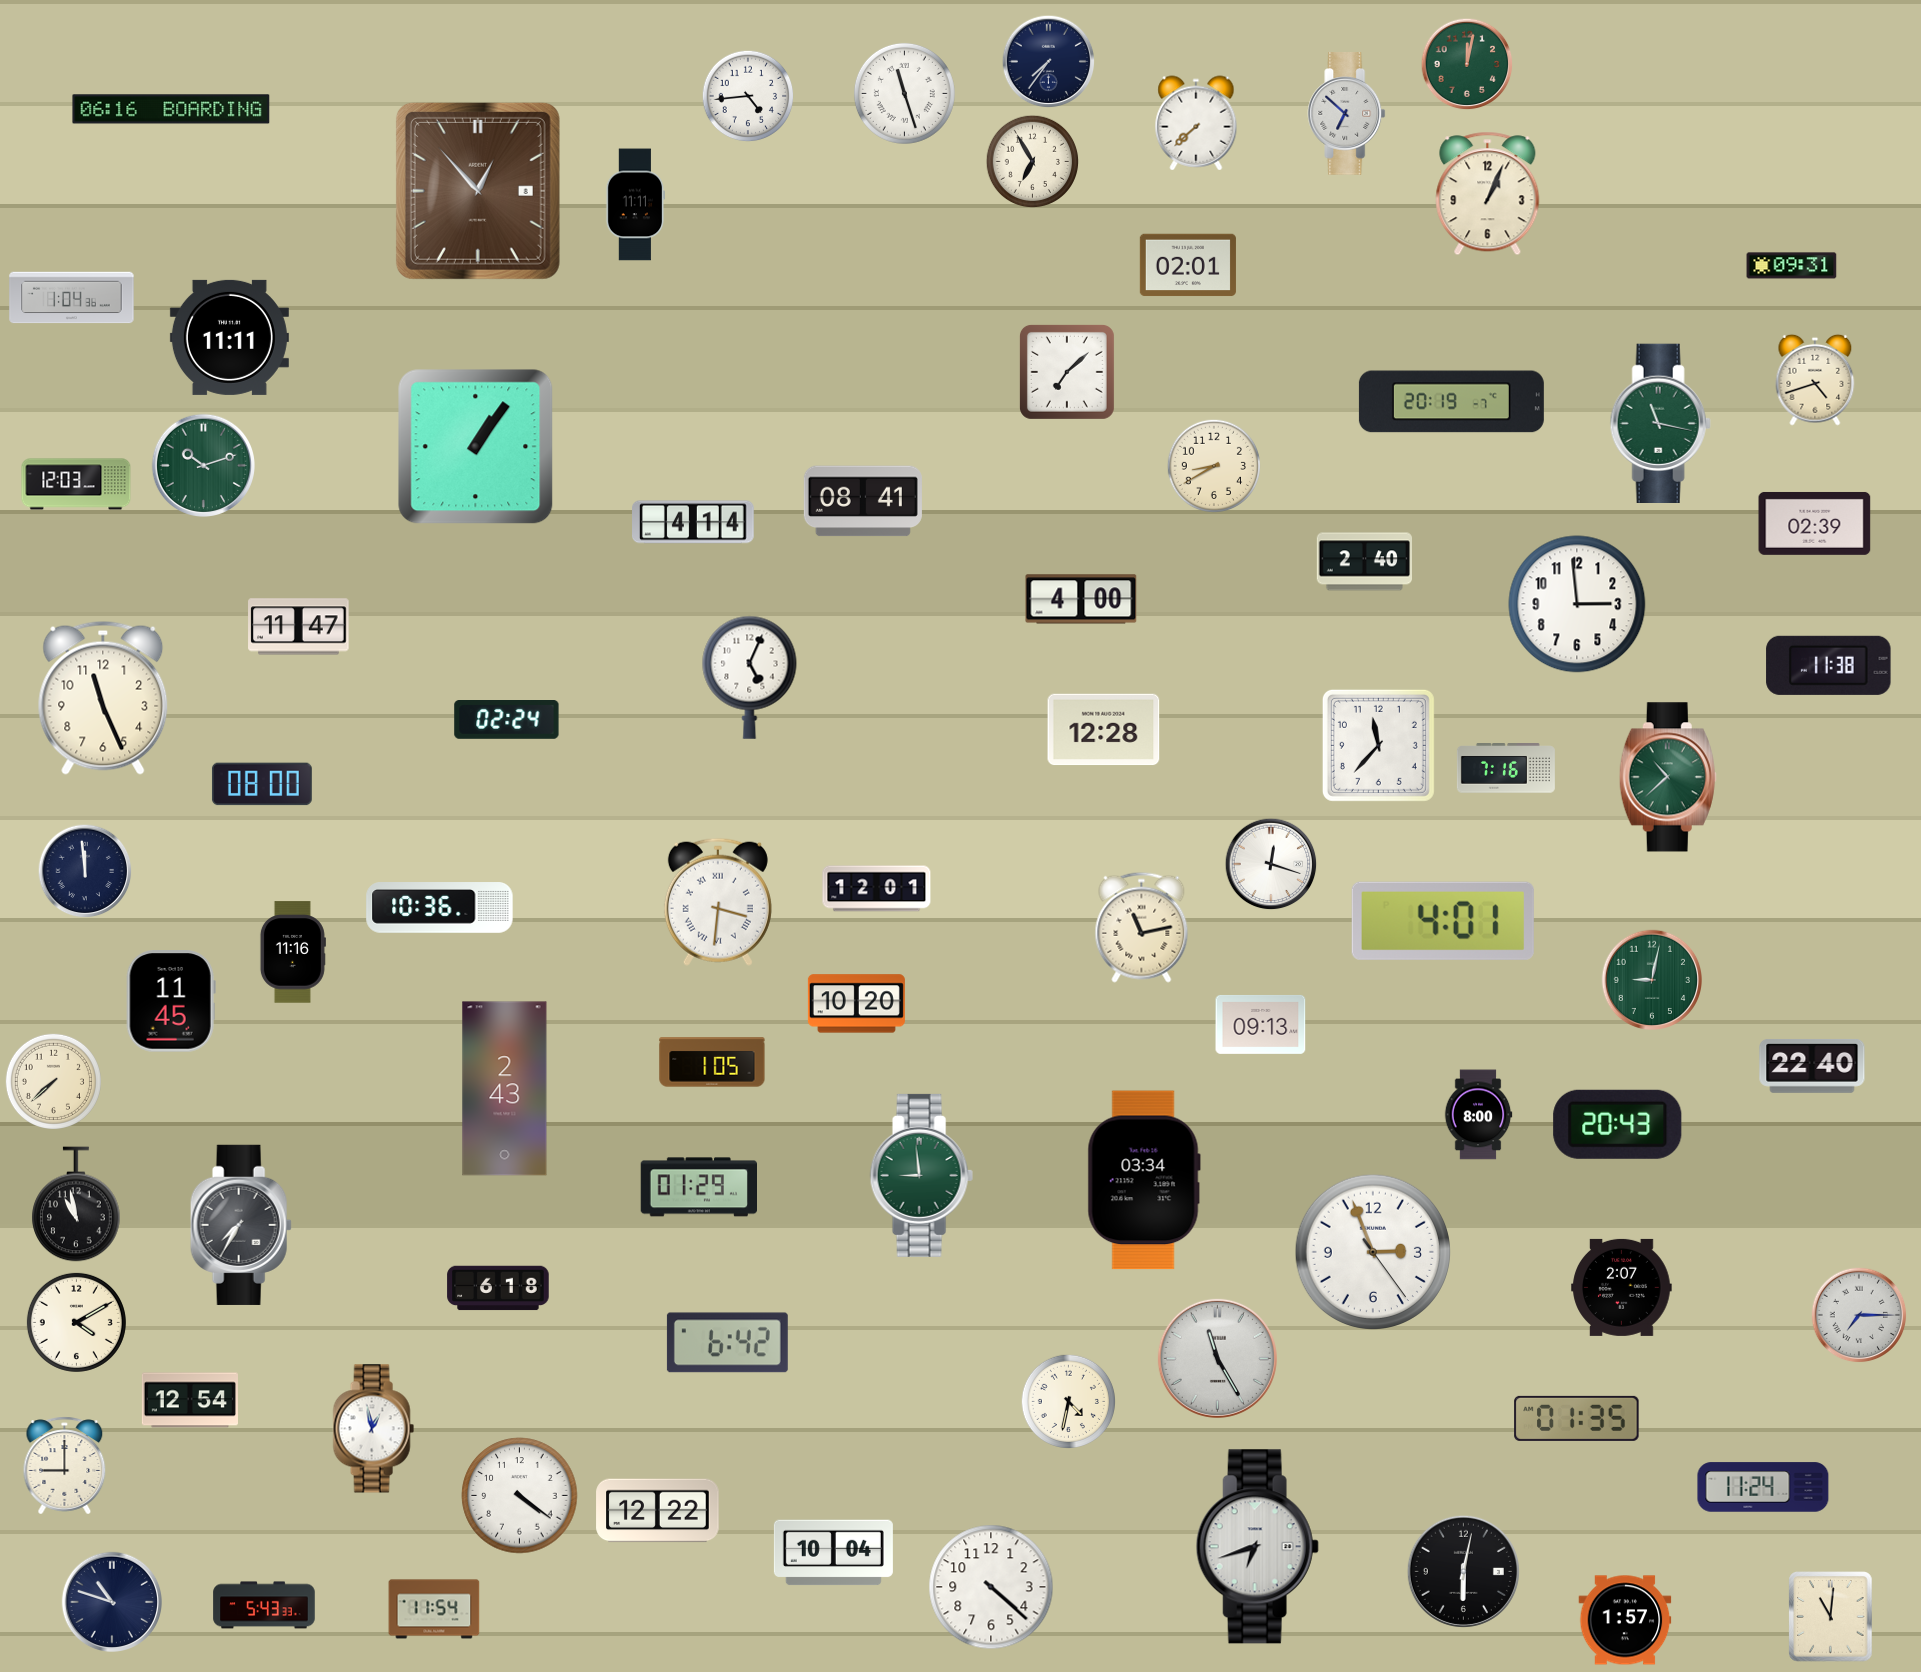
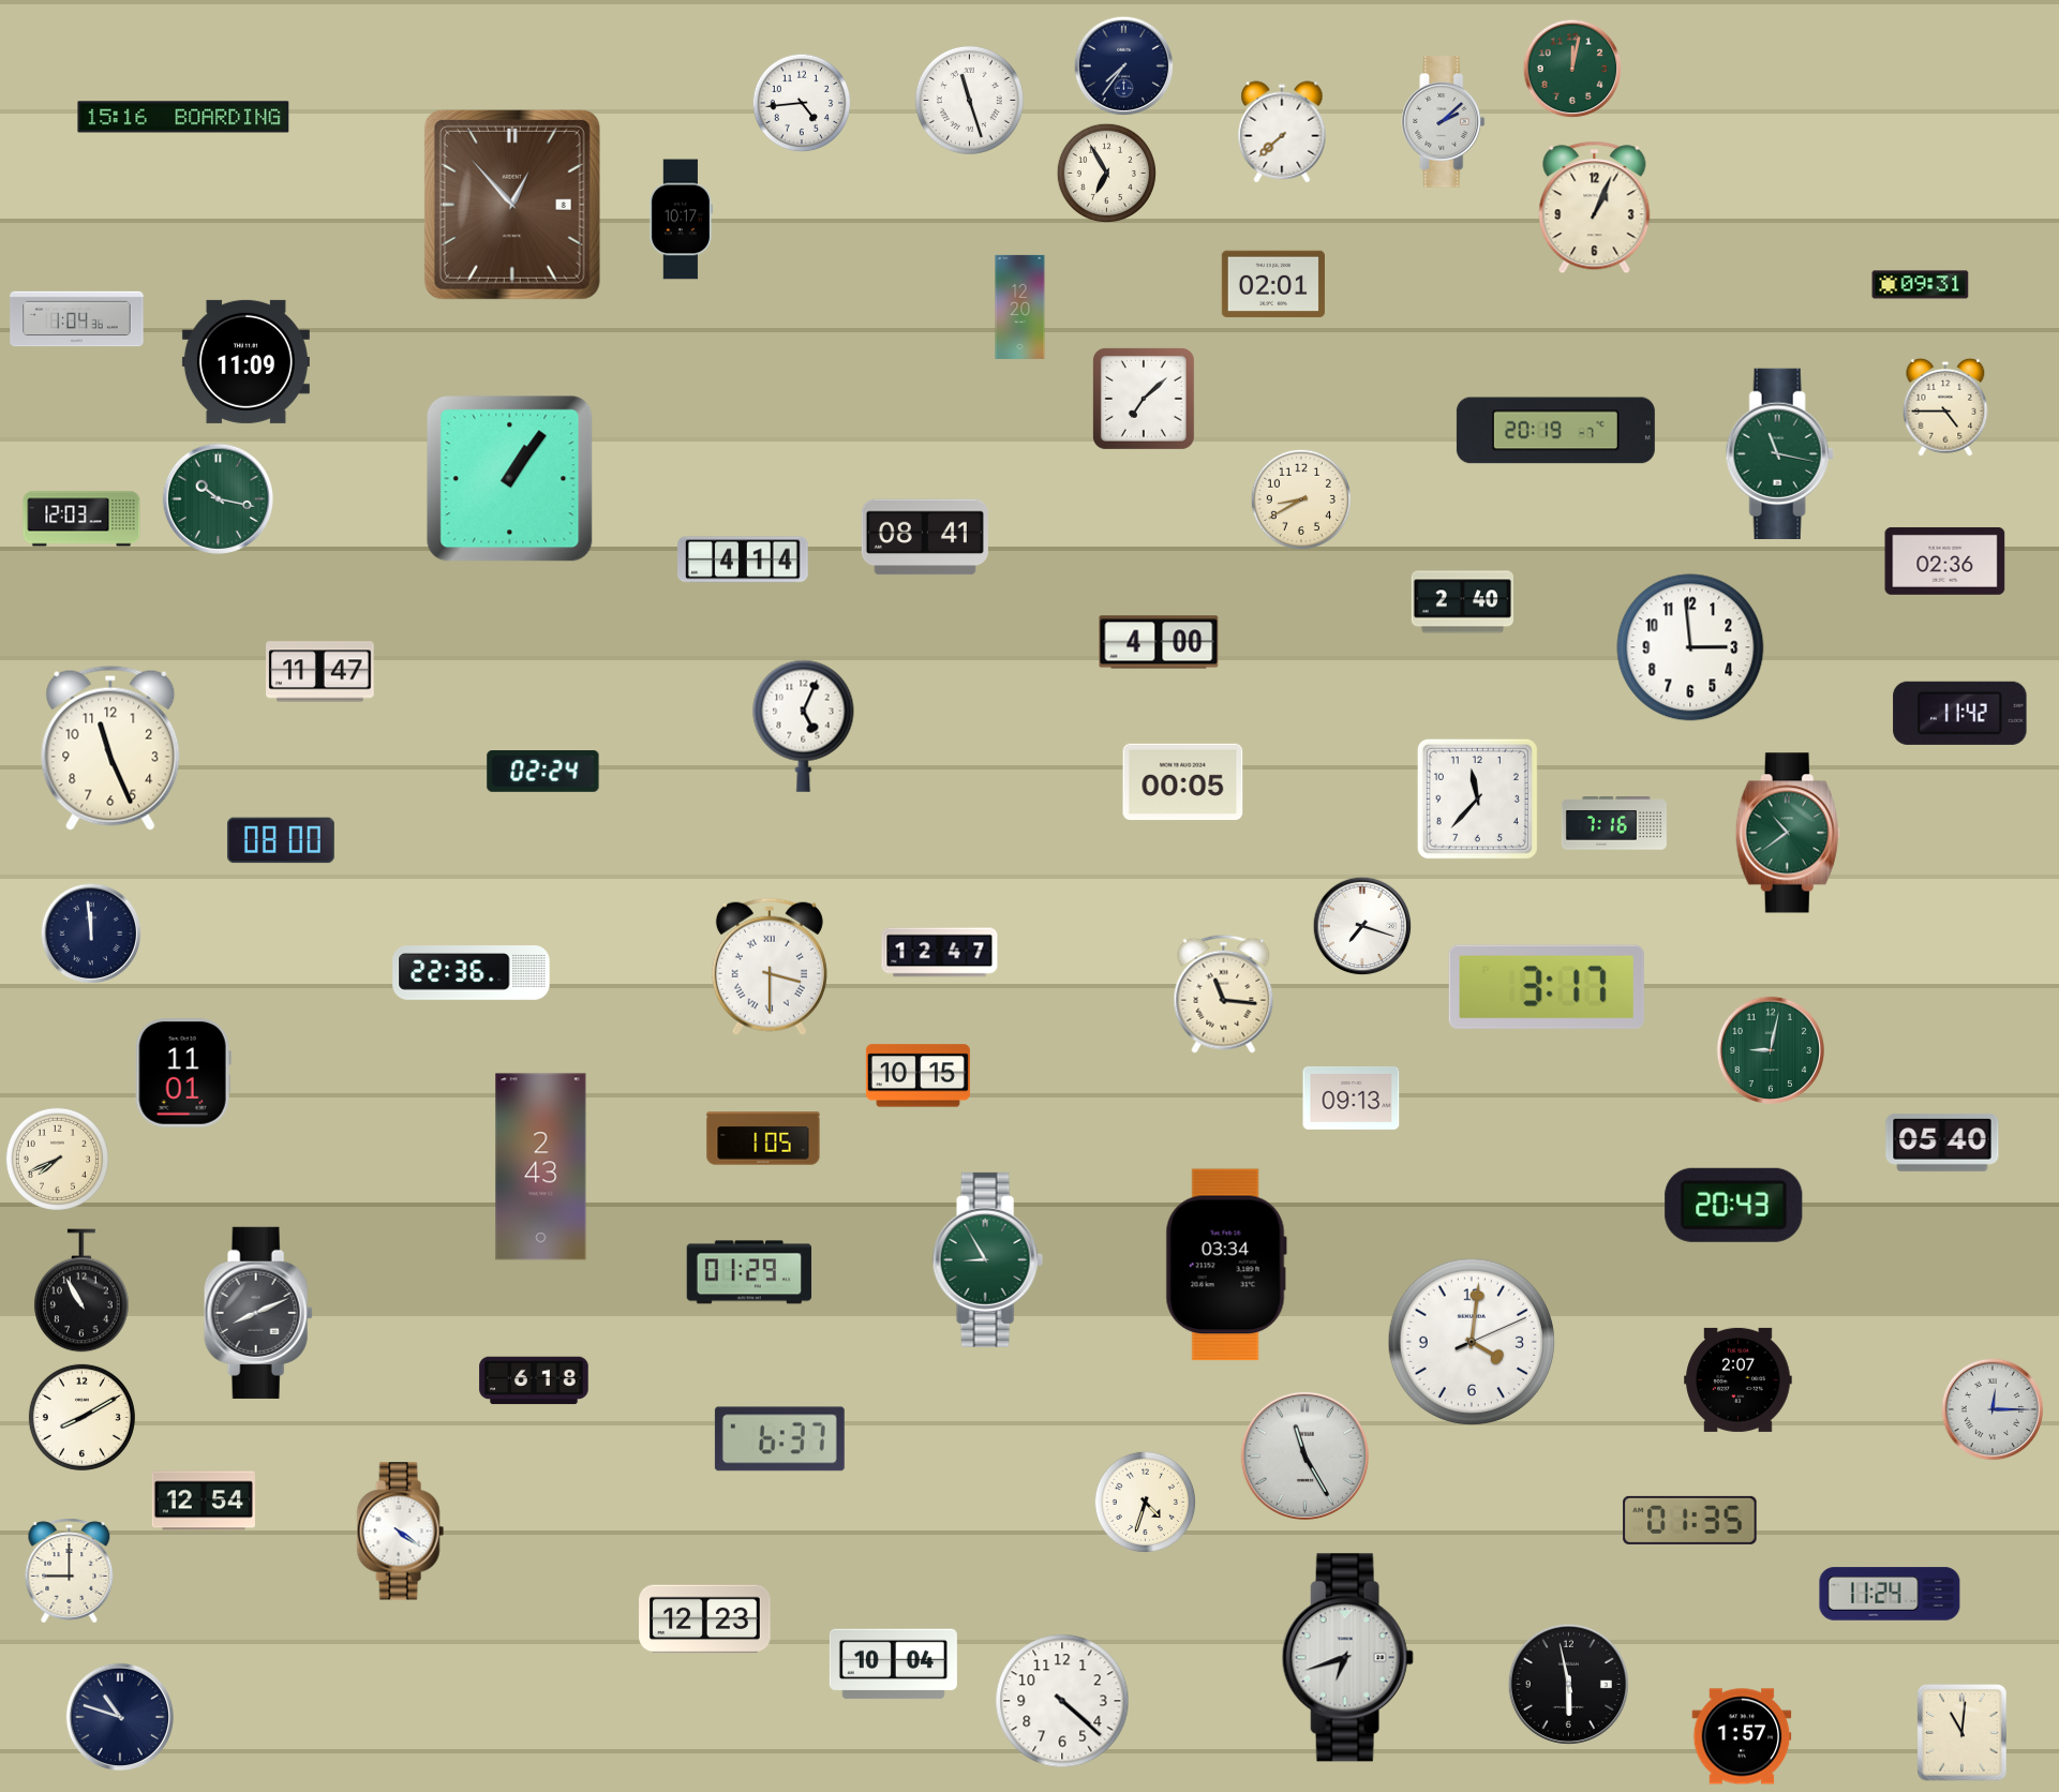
clock at (171, 109): 06:16 -> 15:16
clock at (1347, 114): 6:52 -> 2:08
clock at (635, 205): 11:11 -> 10:17
clock at (1020, 307): none -> 12:20
clock at (229, 337): 11:11 -> 11:09
clock at (1815, 380): 4:42 -> 4:45
clock at (203, 465): 10:12 -> 10:17
clock at (1815, 523): 02:39 -> 02:36
clock at (1829, 665): 11:38 -> 11:42
clock at (1104, 730): 12:28 -> 00:05
clock at (1668, 777): 10:38 -> 10:39
clock at (1271, 864): 12:18 -> 7:18
clock at (877, 889): 12:01 -> 12:47
clock at (718, 902): 3:31 -> 3:30
clock at (440, 908): 10:36 -> 22:36
clock at (1443, 921): 4:01 -> 3:17
clock at (1142, 927): 11:13 -> 11:16
clock at (293, 952): 11:16 -> none
clock at (171, 1001): 11:45 -> 11:01
clock at (856, 1004): 10:20 -> 10:15
clock at (1812, 1066): 22:40 -> 05:40
clock at (53, 1081): 7:38 -> 7:41
clock at (1478, 1115): 8:00 -> none
clock at (921, 1175): 8:59 -> 8:55
clock at (76, 1204): 10:58 -> 10:55
clock at (241, 1225): 7:35 -> 8:11
clock at (1372, 1251): 2:56 -> 4:01
clock at (1859, 1315): 7:15 -> 12:15
clock at (76, 1322): 4:10 -> 8:10
clock at (727, 1343): 6:42 -> 6:37
clock at (1068, 1401): 4:32 -> 4:33
clock at (373, 1429): 12:58 -> 4:21
clock at (520, 1496): 4:21 -> none
clock at (658, 1511): 12:22 -> 12:23
clock at (1463, 1571): 6:02 -> 5:58
clock at (264, 1605): 5:43 -> none
clock at (434, 1609): 11:54 -> none
